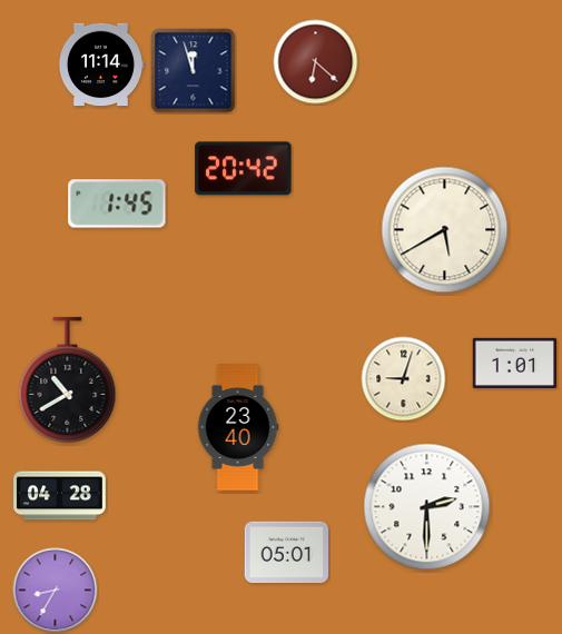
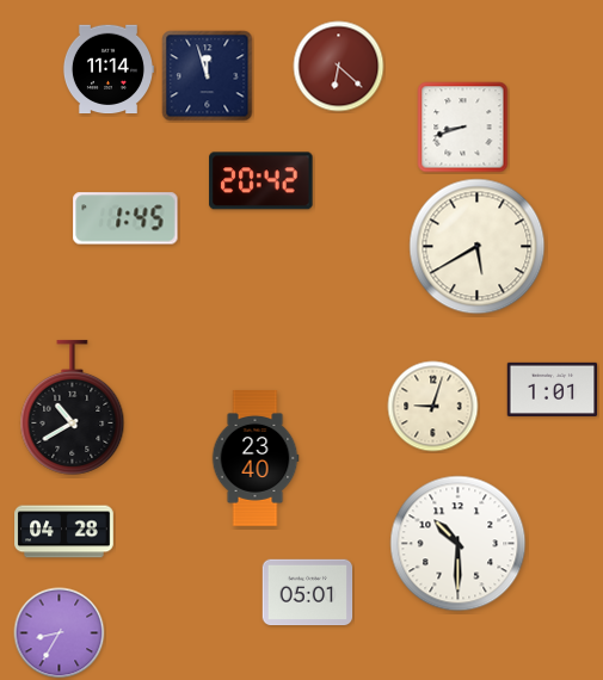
clock at (463, 128): none -> 8:42
clock at (427, 507): 2:30 -> 10:30
